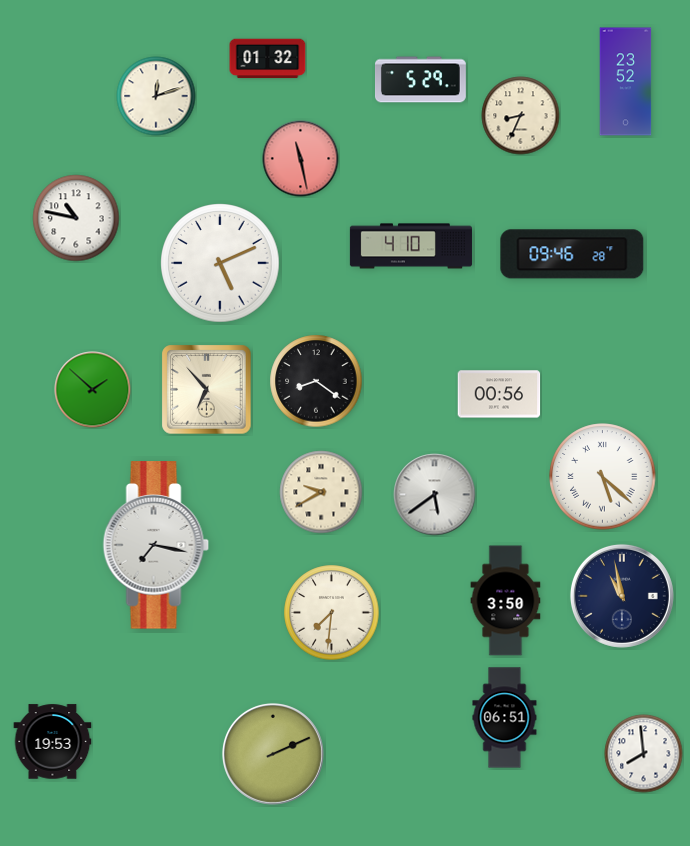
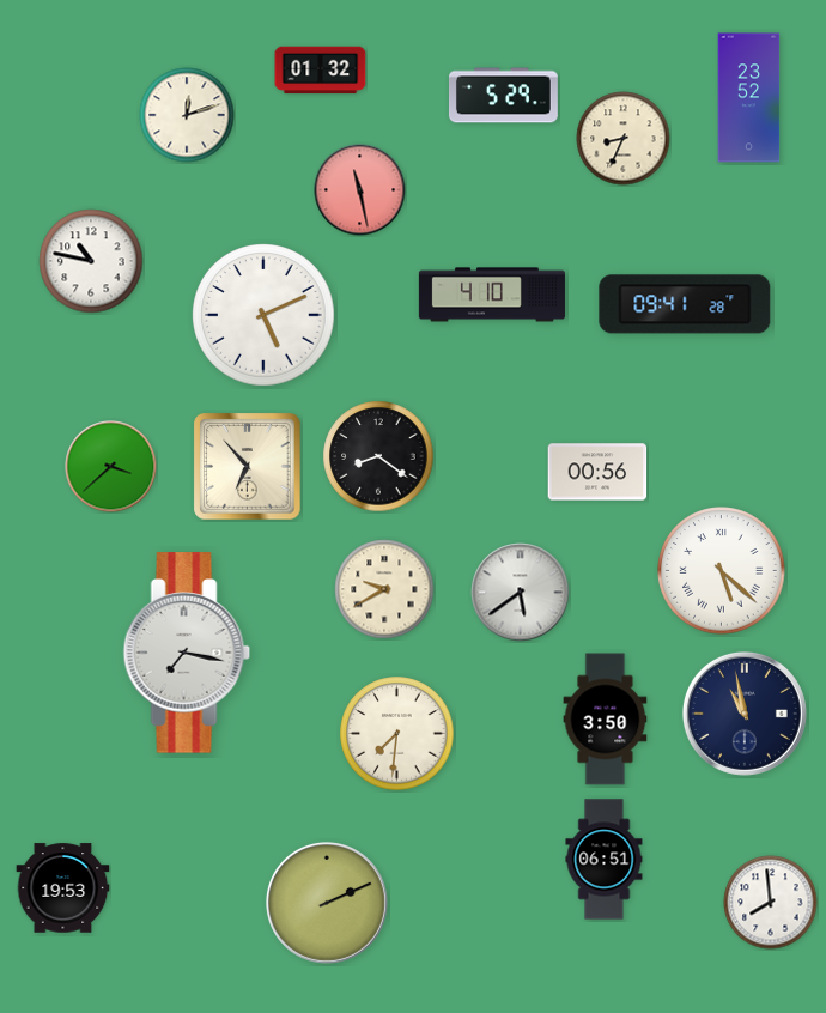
clock at (572, 254): 09:46 -> 09:41
clock at (93, 390): 1:52 -> 3:38
